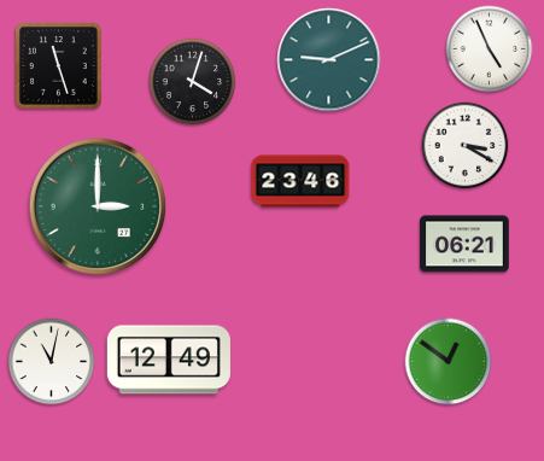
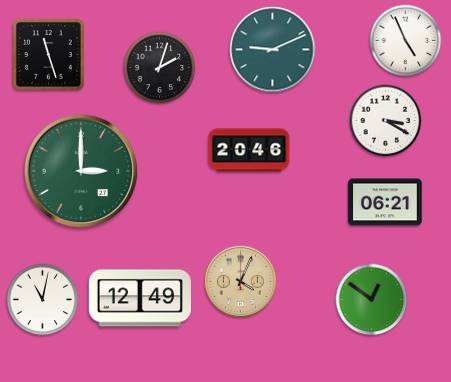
clock at (193, 82): 4:03 -> 2:03
clock at (300, 181): 23:46 -> 20:46
clock at (240, 281): none -> 4:04
